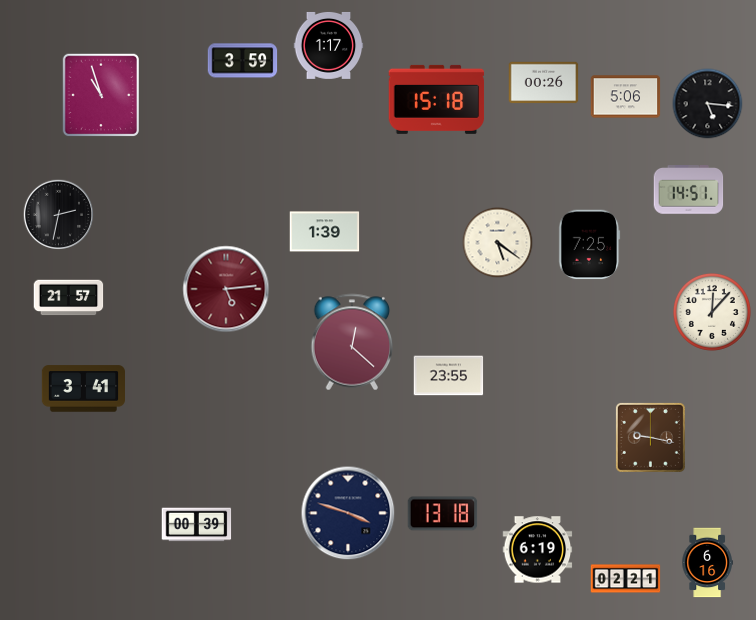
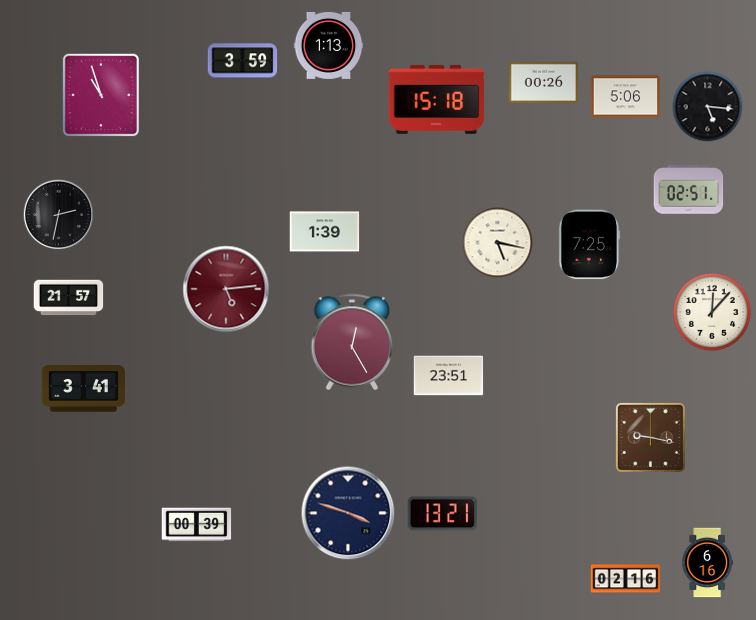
clock at (329, 45): 1:17 -> 1:13
clock at (708, 104) position: (708, 104) -> (708, 107)
clock at (689, 190): 14:51 -> 02:51
clock at (498, 243): 5:21 -> 5:17
clock at (352, 342): 12:22 -> 12:25
clock at (449, 376): 23:55 -> 23:51
clock at (443, 514): 13:18 -> 13:21
clock at (538, 550): 6:19 -> none
clock at (626, 579): 02:21 -> 02:16
